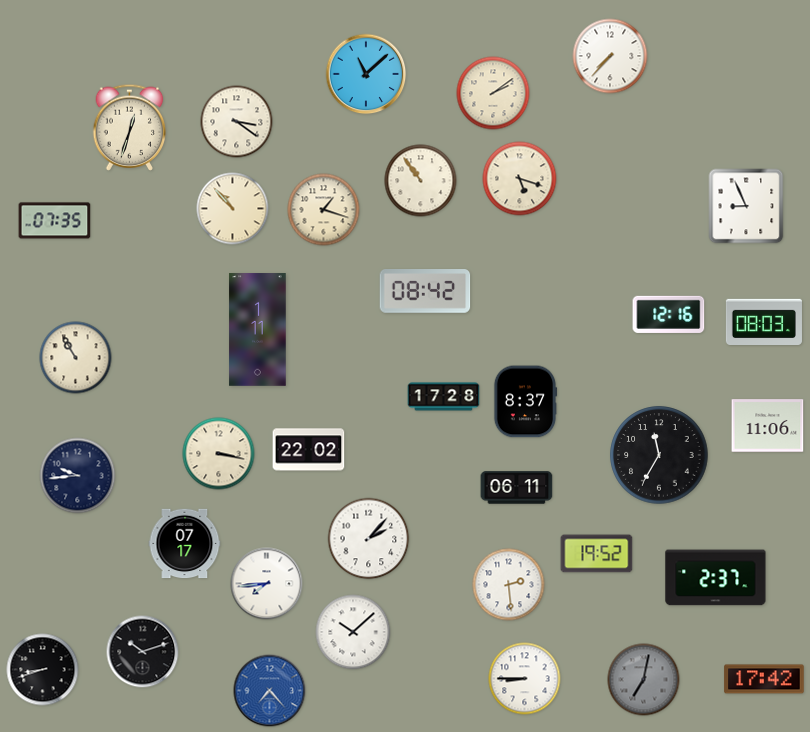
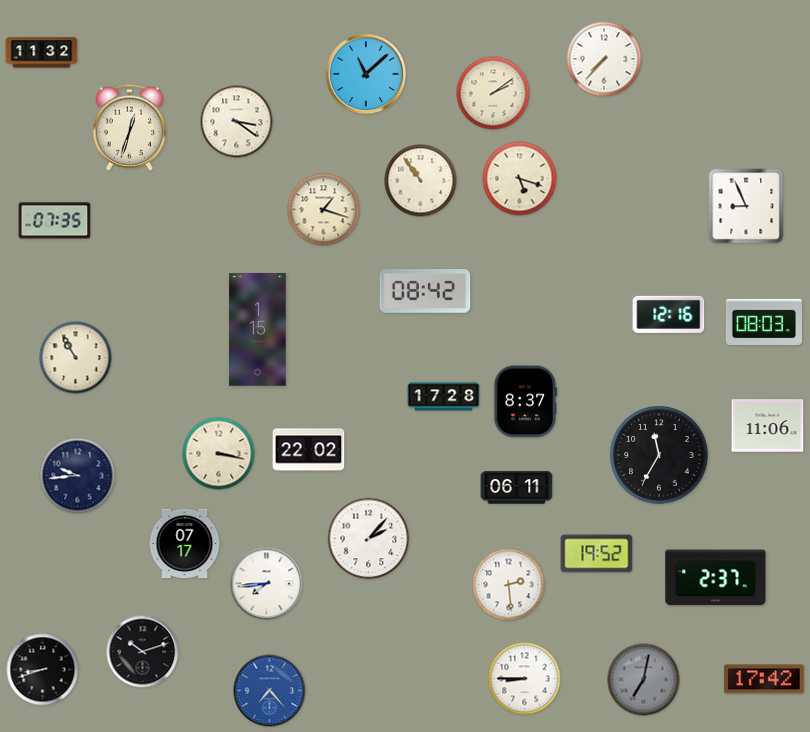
clock at (42, 53): none -> 11:32
clock at (610, 56) position: (610, 56) -> (604, 59)
clock at (233, 209): 10:53 -> none
clock at (258, 330): 1:11 -> 1:15
clock at (353, 632): 10:08 -> none
